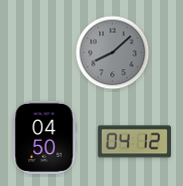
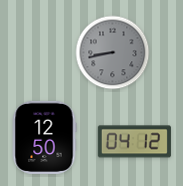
clock at (113, 53): 8:08 -> 8:43
clock at (44, 137): 04:50 -> 12:50
